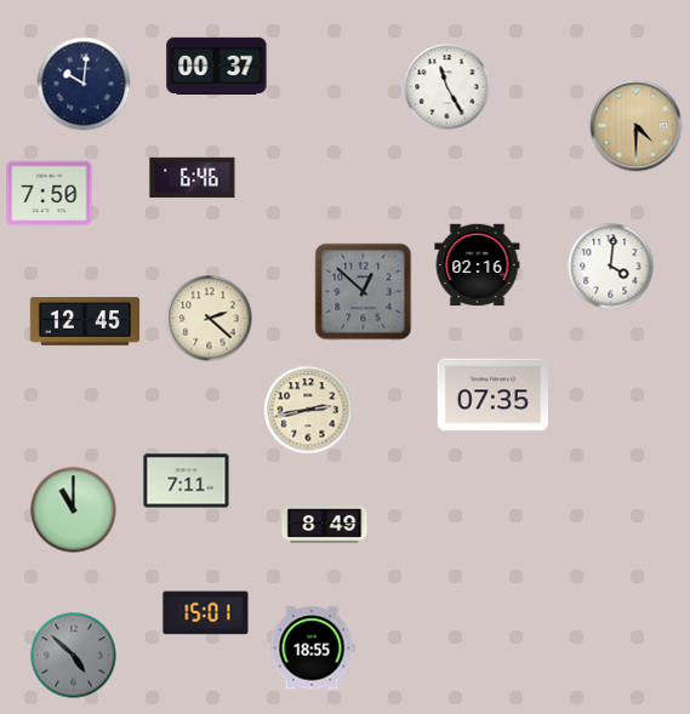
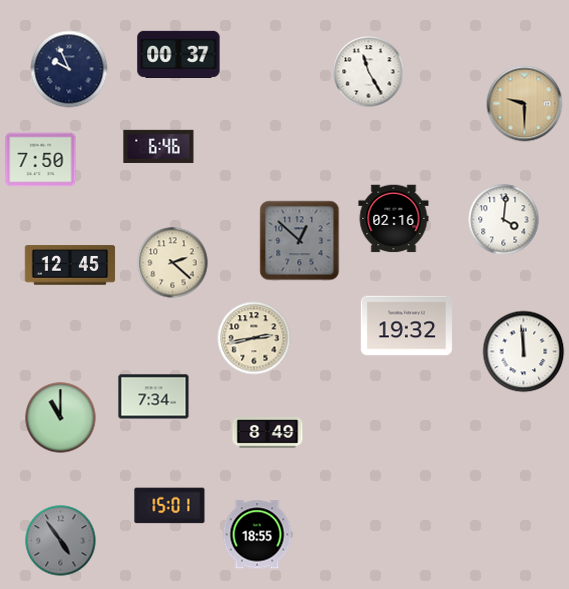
clock at (84, 84): 10:01 -> 9:56
clock at (637, 126): 4:30 -> 9:30
clock at (492, 395): 07:35 -> 19:32
clock at (524, 352): none -> 11:59
clock at (187, 481): 7:11 -> 7:34
clock at (74, 510) position: (74, 510) -> (61, 418)
clock at (74, 656): 4:52 -> 4:54
